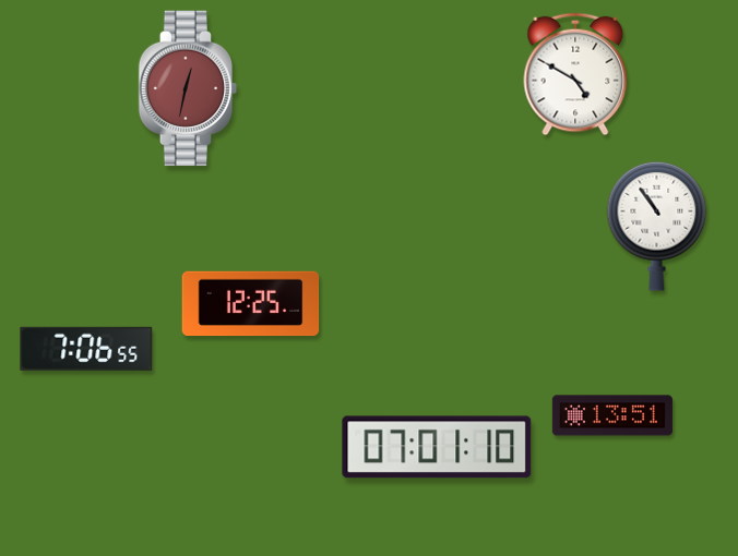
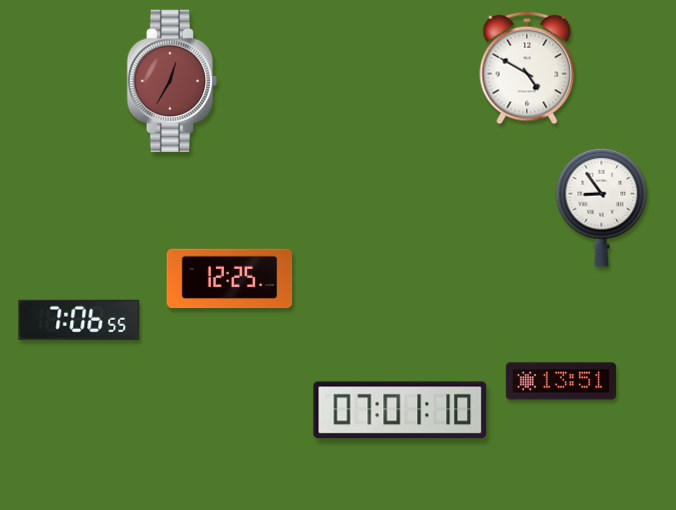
clock at (188, 88): 12:32 -> 12:35
clock at (657, 226): 10:54 -> 8:54
